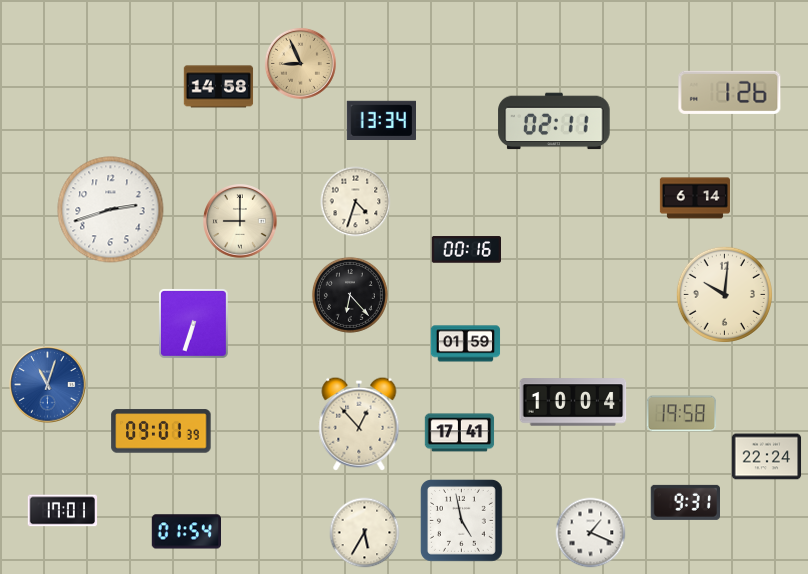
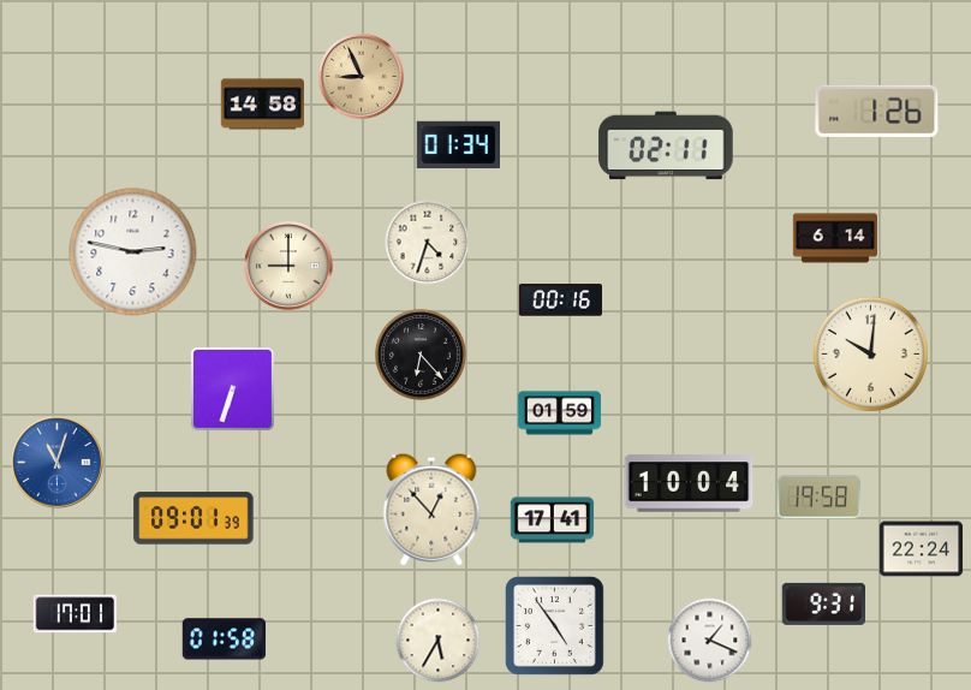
clock at (381, 120): 13:34 -> 01:34
clock at (111, 210): 2:42 -> 2:47
clock at (461, 520): 4:58 -> 4:54
clock at (186, 532): 01:54 -> 01:58
